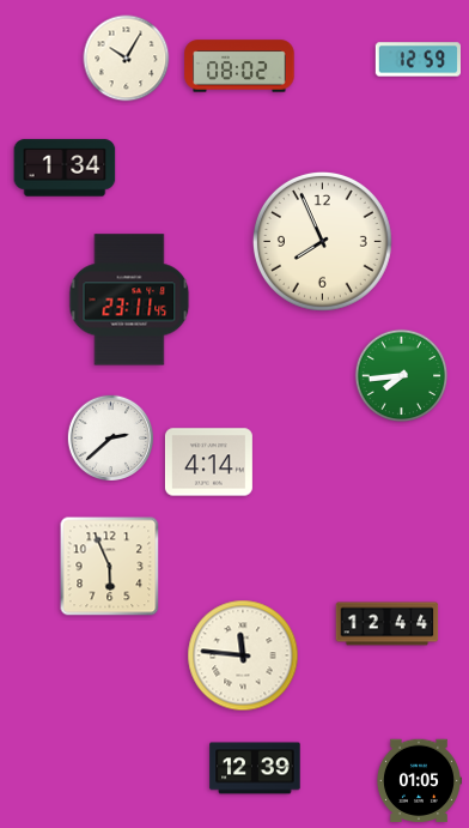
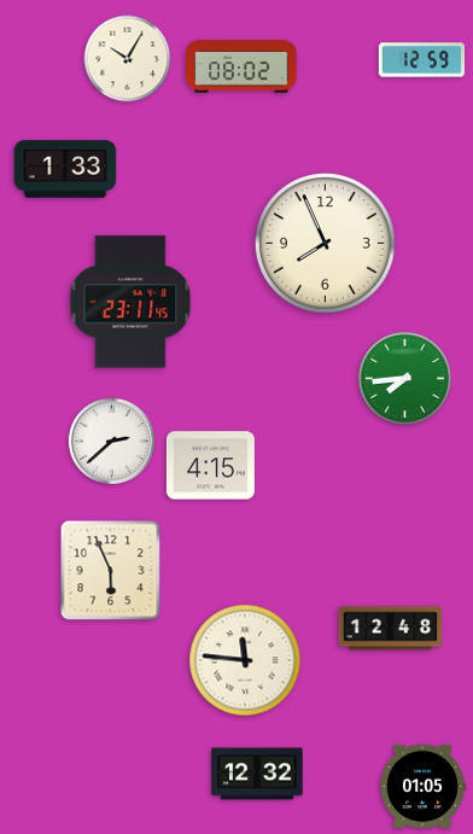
clock at (65, 168): 1:34 -> 1:33
clock at (208, 463): 4:14 -> 4:15
clock at (388, 624): 12:44 -> 12:48
clock at (255, 768): 12:39 -> 12:32
